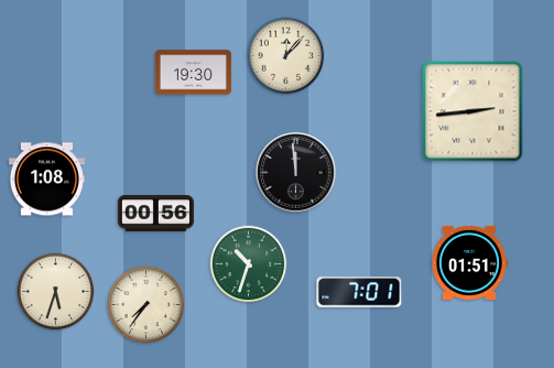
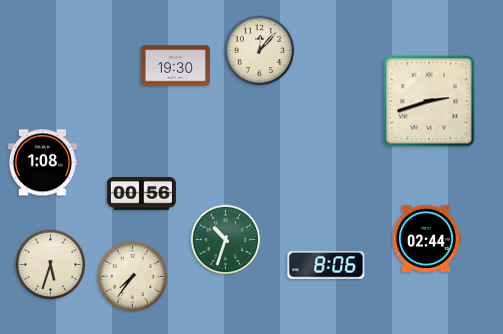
clock at (472, 111): 2:44 -> 2:42
clock at (296, 173): 11:59 -> none
clock at (469, 262): 01:51 -> 02:44
clock at (359, 292): 7:01 -> 8:06
